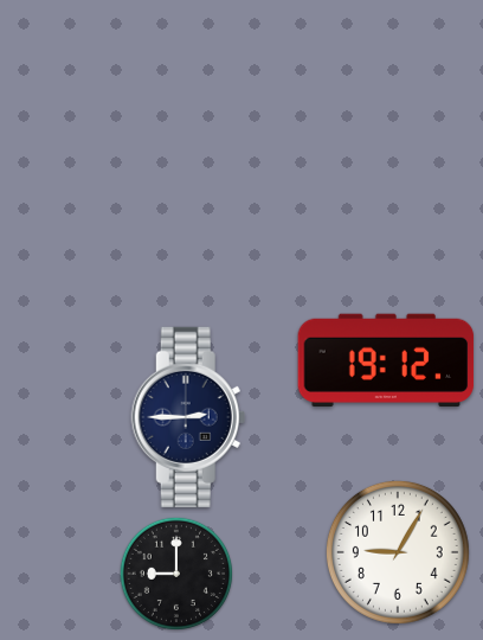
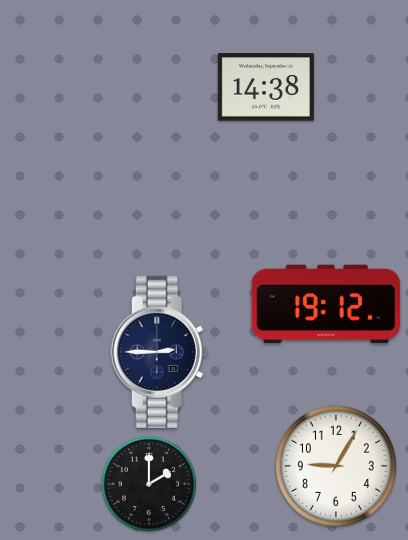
clock at (266, 87): none -> 14:38
clock at (176, 574): 9:00 -> 2:00
